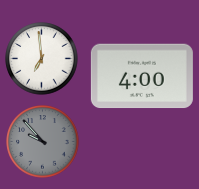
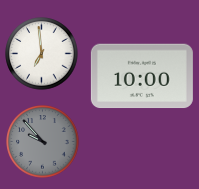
clock at (42, 59) position: (42, 59) -> (42, 54)
clock at (142, 76): 4:00 -> 10:00
